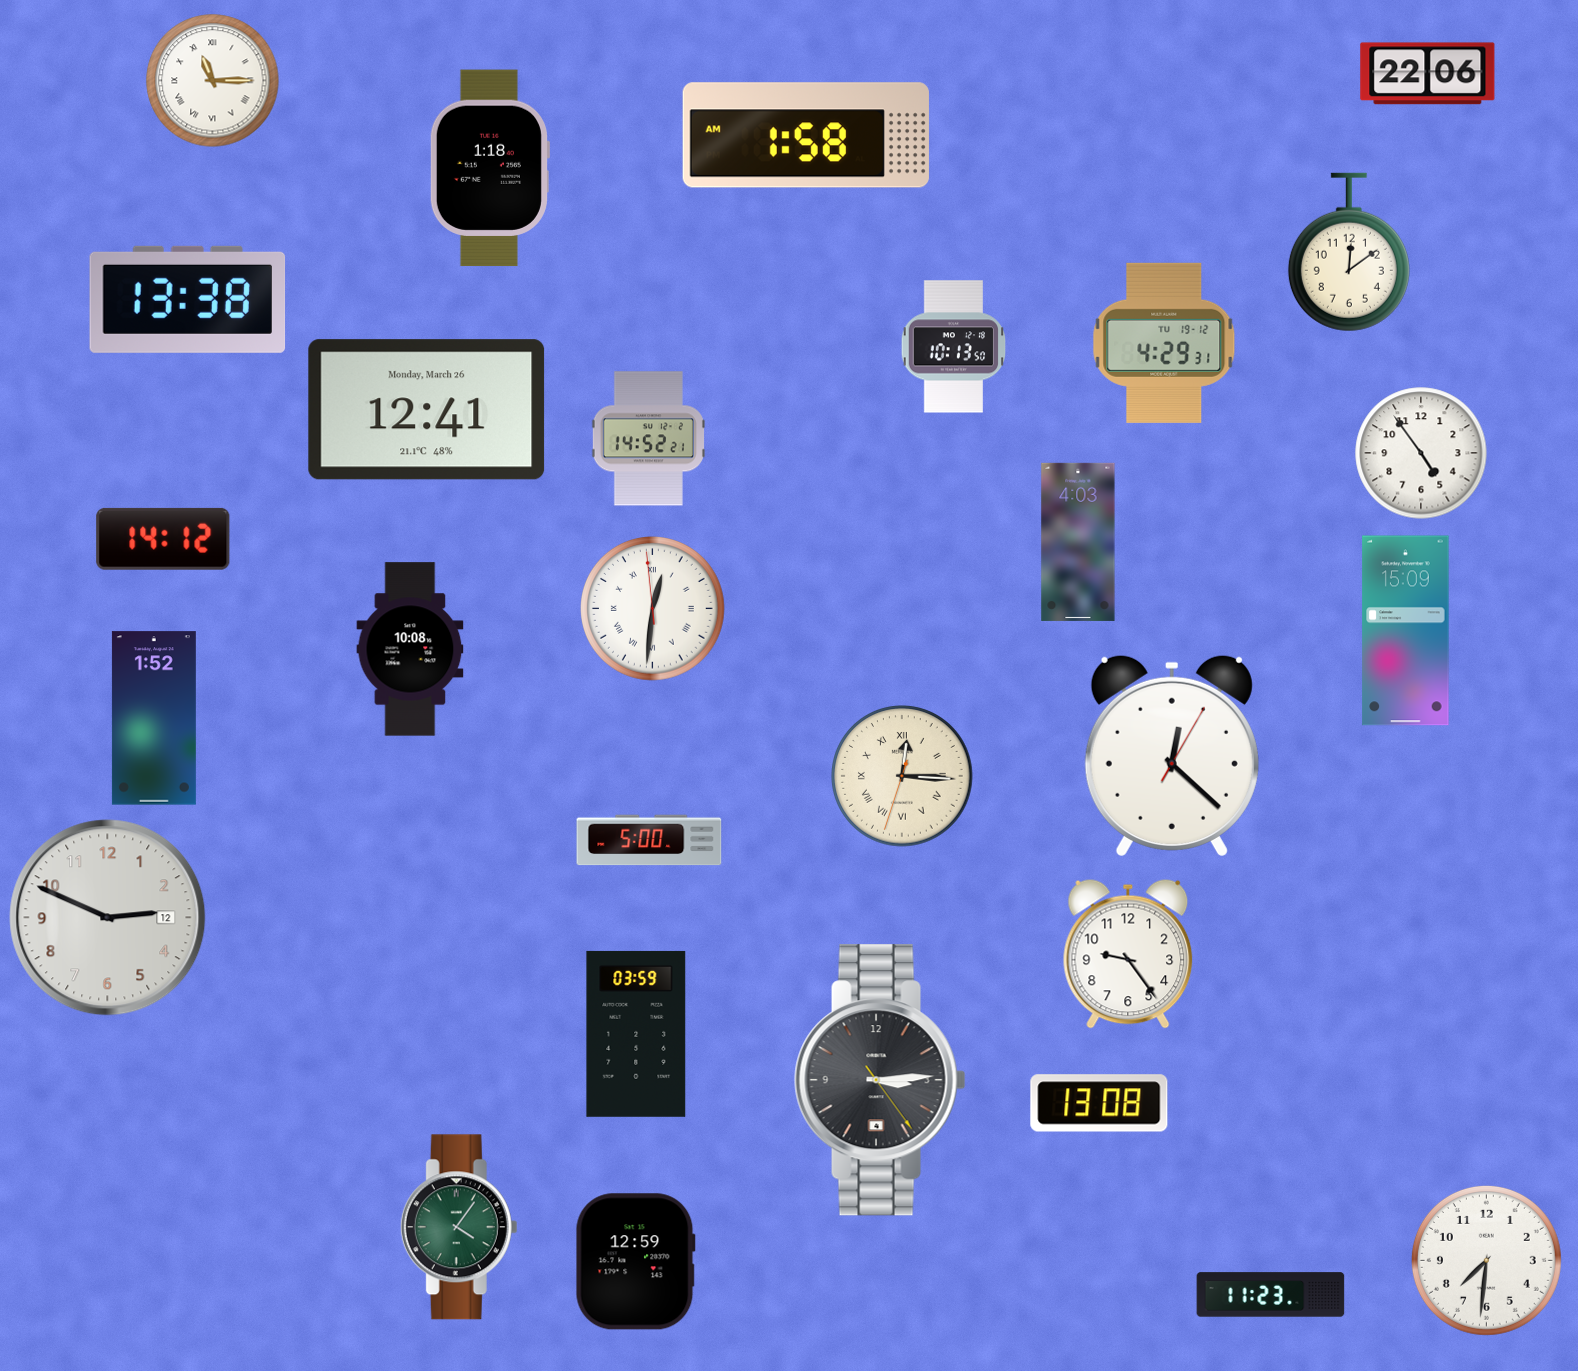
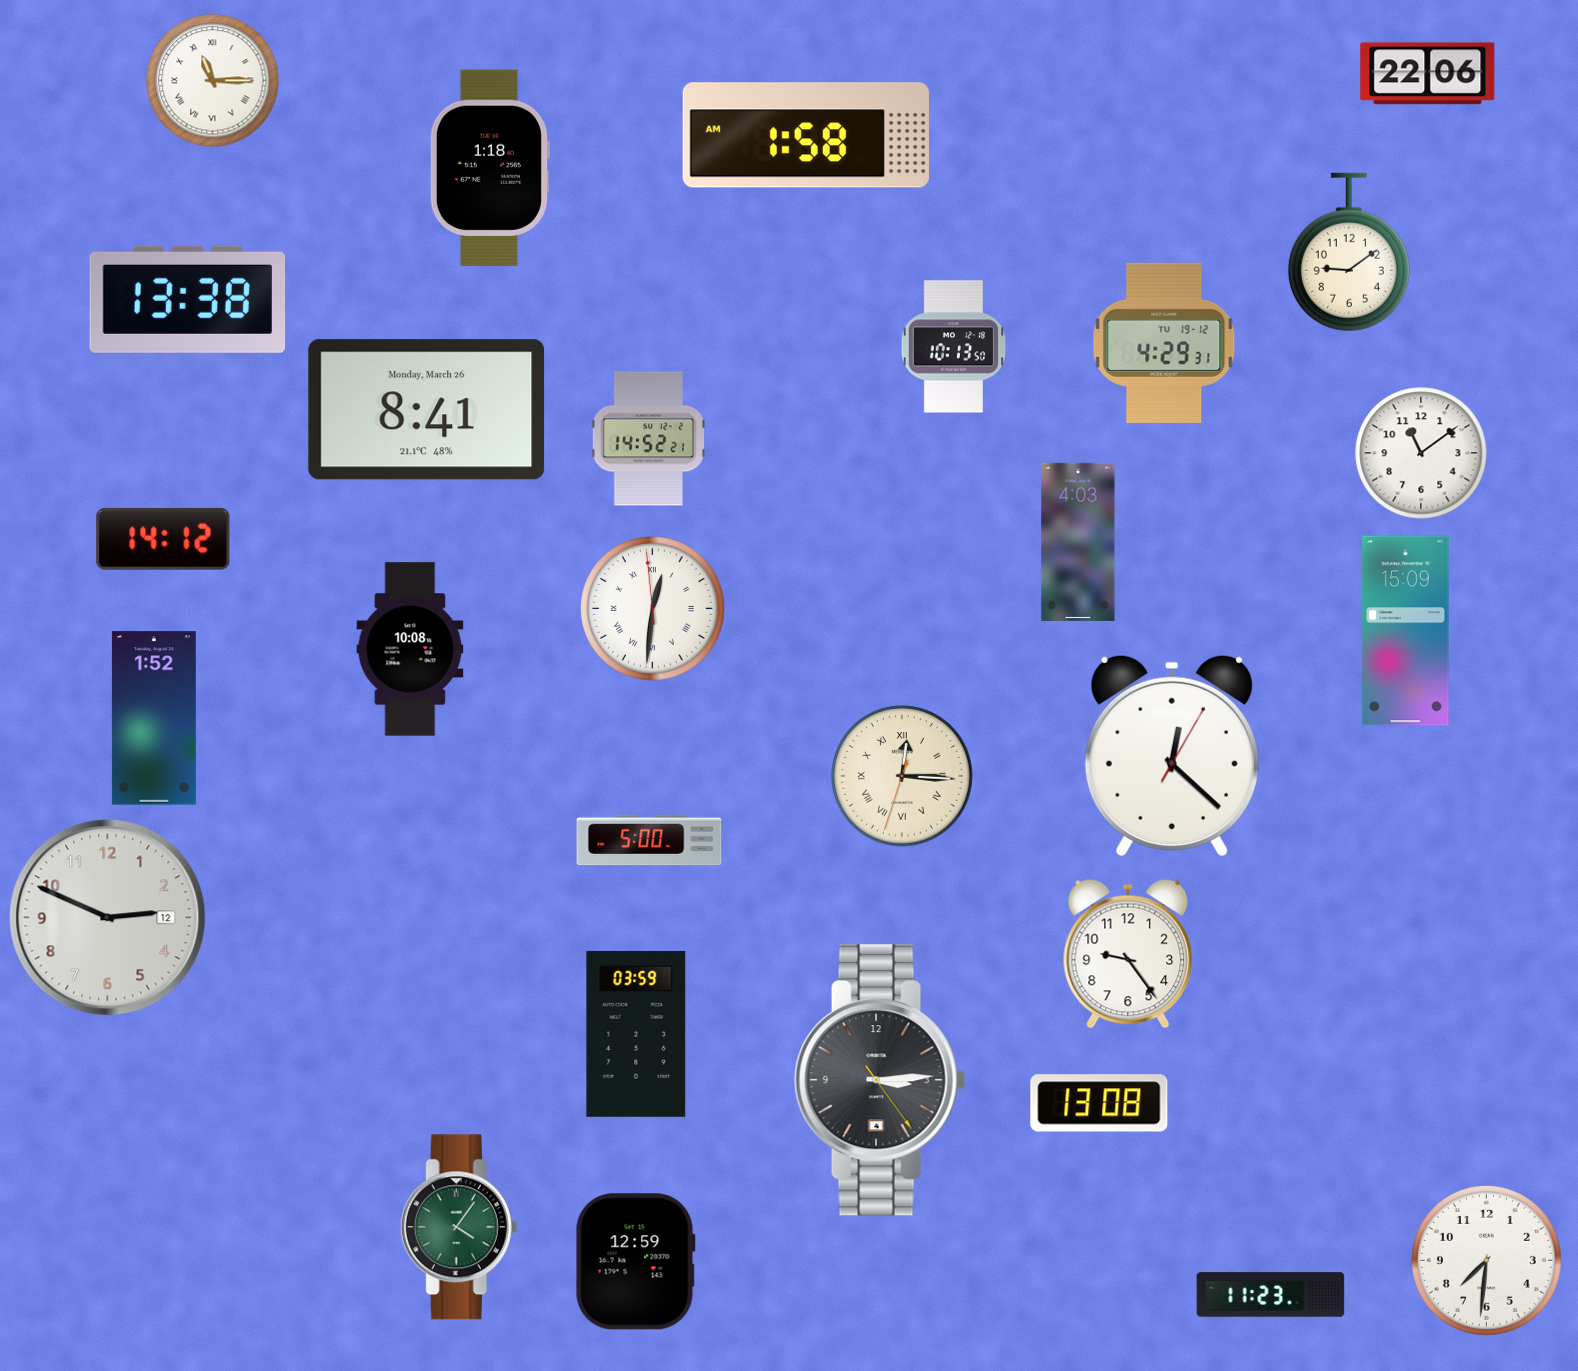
clock at (1349, 252): 12:09 -> 9:09
clock at (427, 410): 12:41 -> 8:41
clock at (1421, 453): 4:54 -> 11:09
